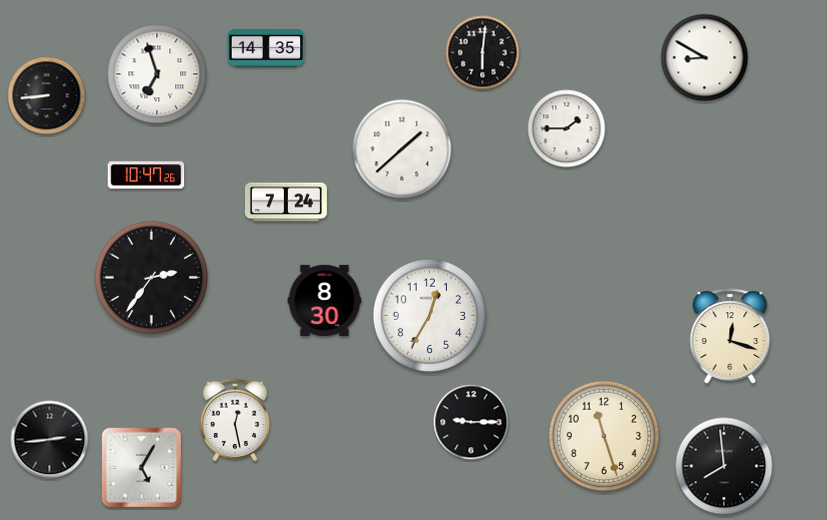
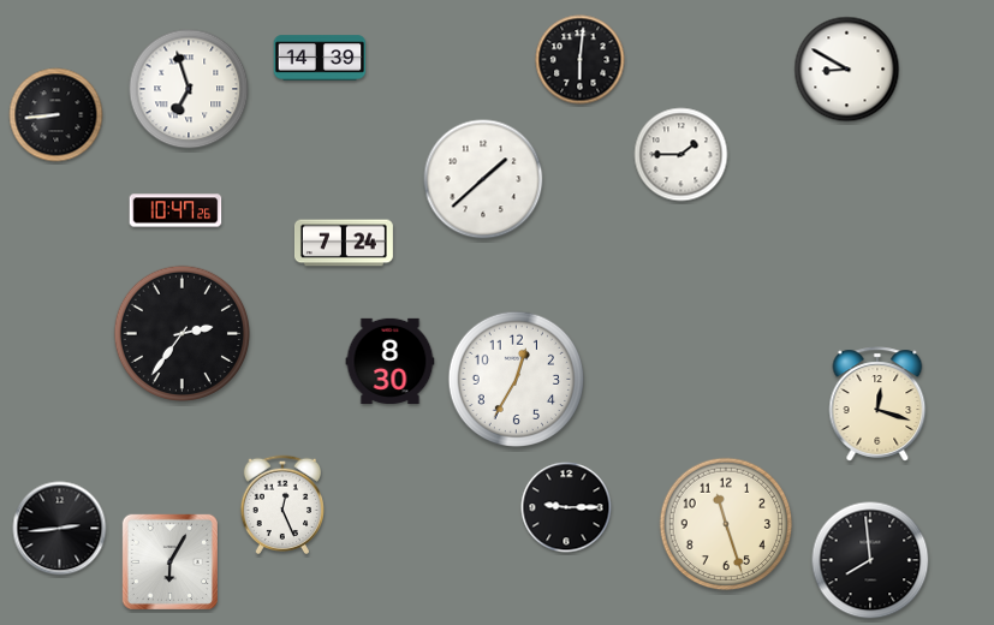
clock at (266, 48): 14:35 -> 14:39
clock at (483, 53) position: (483, 53) -> (581, 60)
clock at (234, 419): 12:28 -> 12:26
clock at (141, 467): 5:05 -> 6:05
